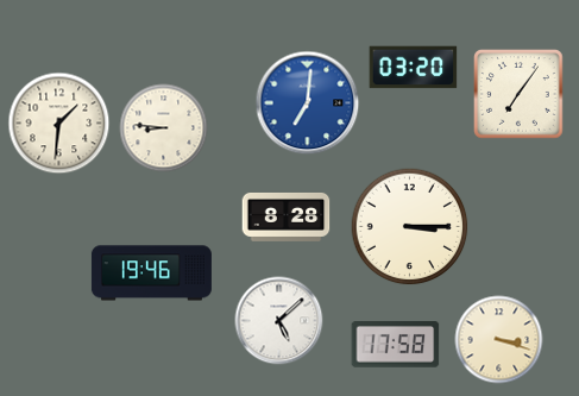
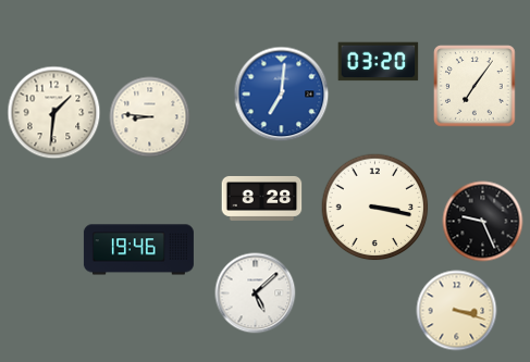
clock at (410, 227): 3:15 -> 3:17
clock at (483, 222): none -> 9:26
clock at (396, 345): 17:58 -> none
